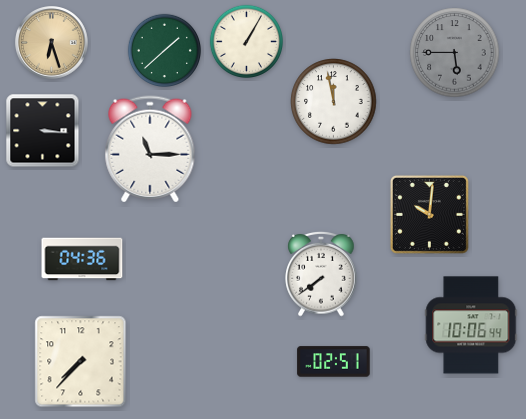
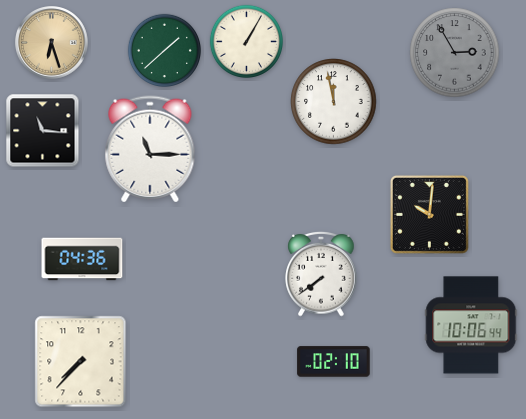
clock at (455, 53): 5:45 -> 2:55
clock at (43, 131): 3:16 -> 11:16
clock at (334, 362): 02:51 -> 02:10
